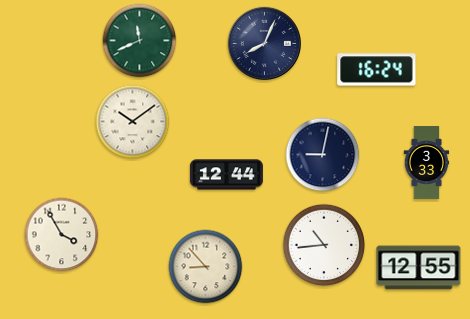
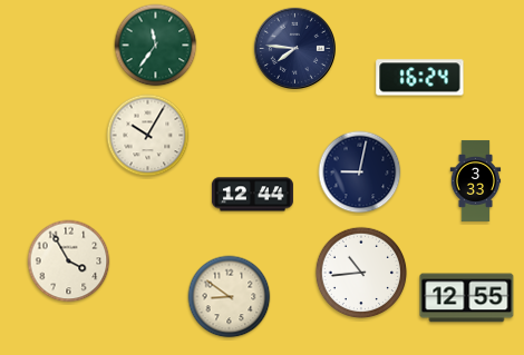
clock at (140, 41): 11:41 -> 11:36
clock at (264, 43): 8:04 -> 7:46
clock at (133, 122): 10:09 -> 10:05
clock at (206, 267): 8:53 -> 8:51
